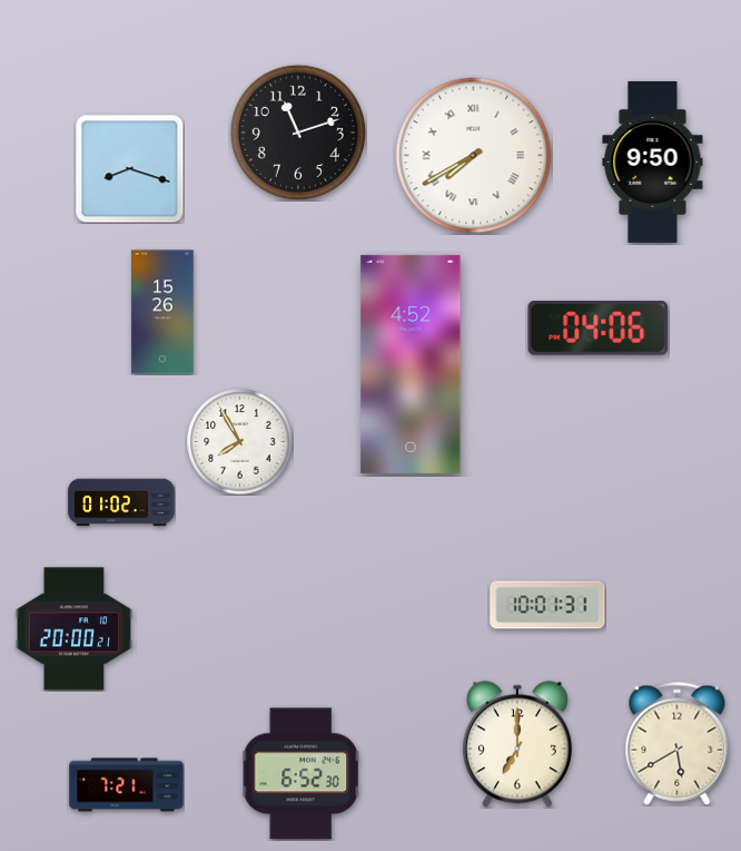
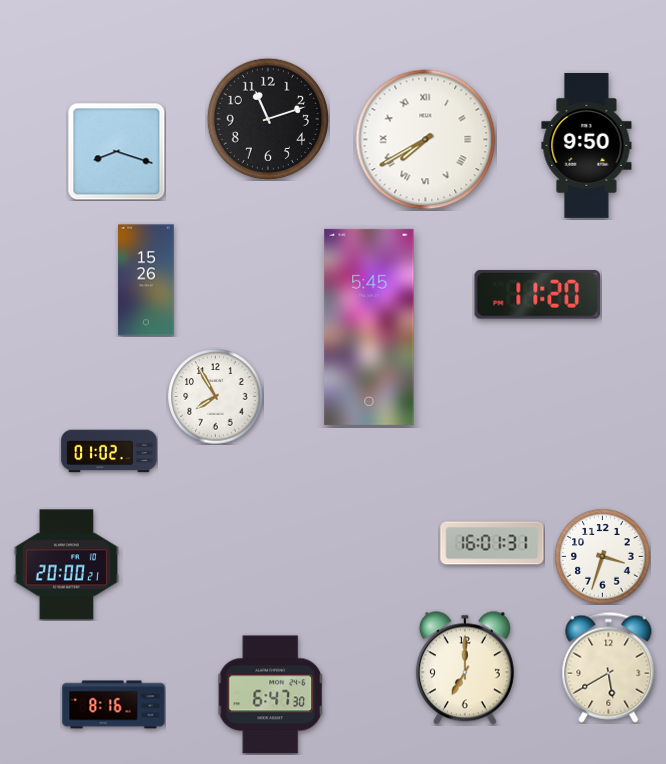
clock at (599, 327): 04:06 -> 11:20
clock at (411, 364): 4:52 -> 5:45
clock at (547, 605): 10:01 -> 16:01
clock at (602, 556): none -> 3:33
clock at (300, 774): 6:52 -> 6:47
clock at (127, 785): 7:21 -> 8:16
